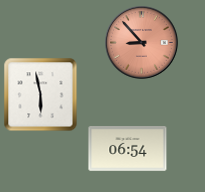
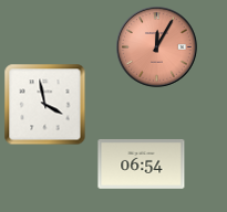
clock at (142, 43): 8:53 -> 12:05
clock at (41, 95): 5:58 -> 3:58
